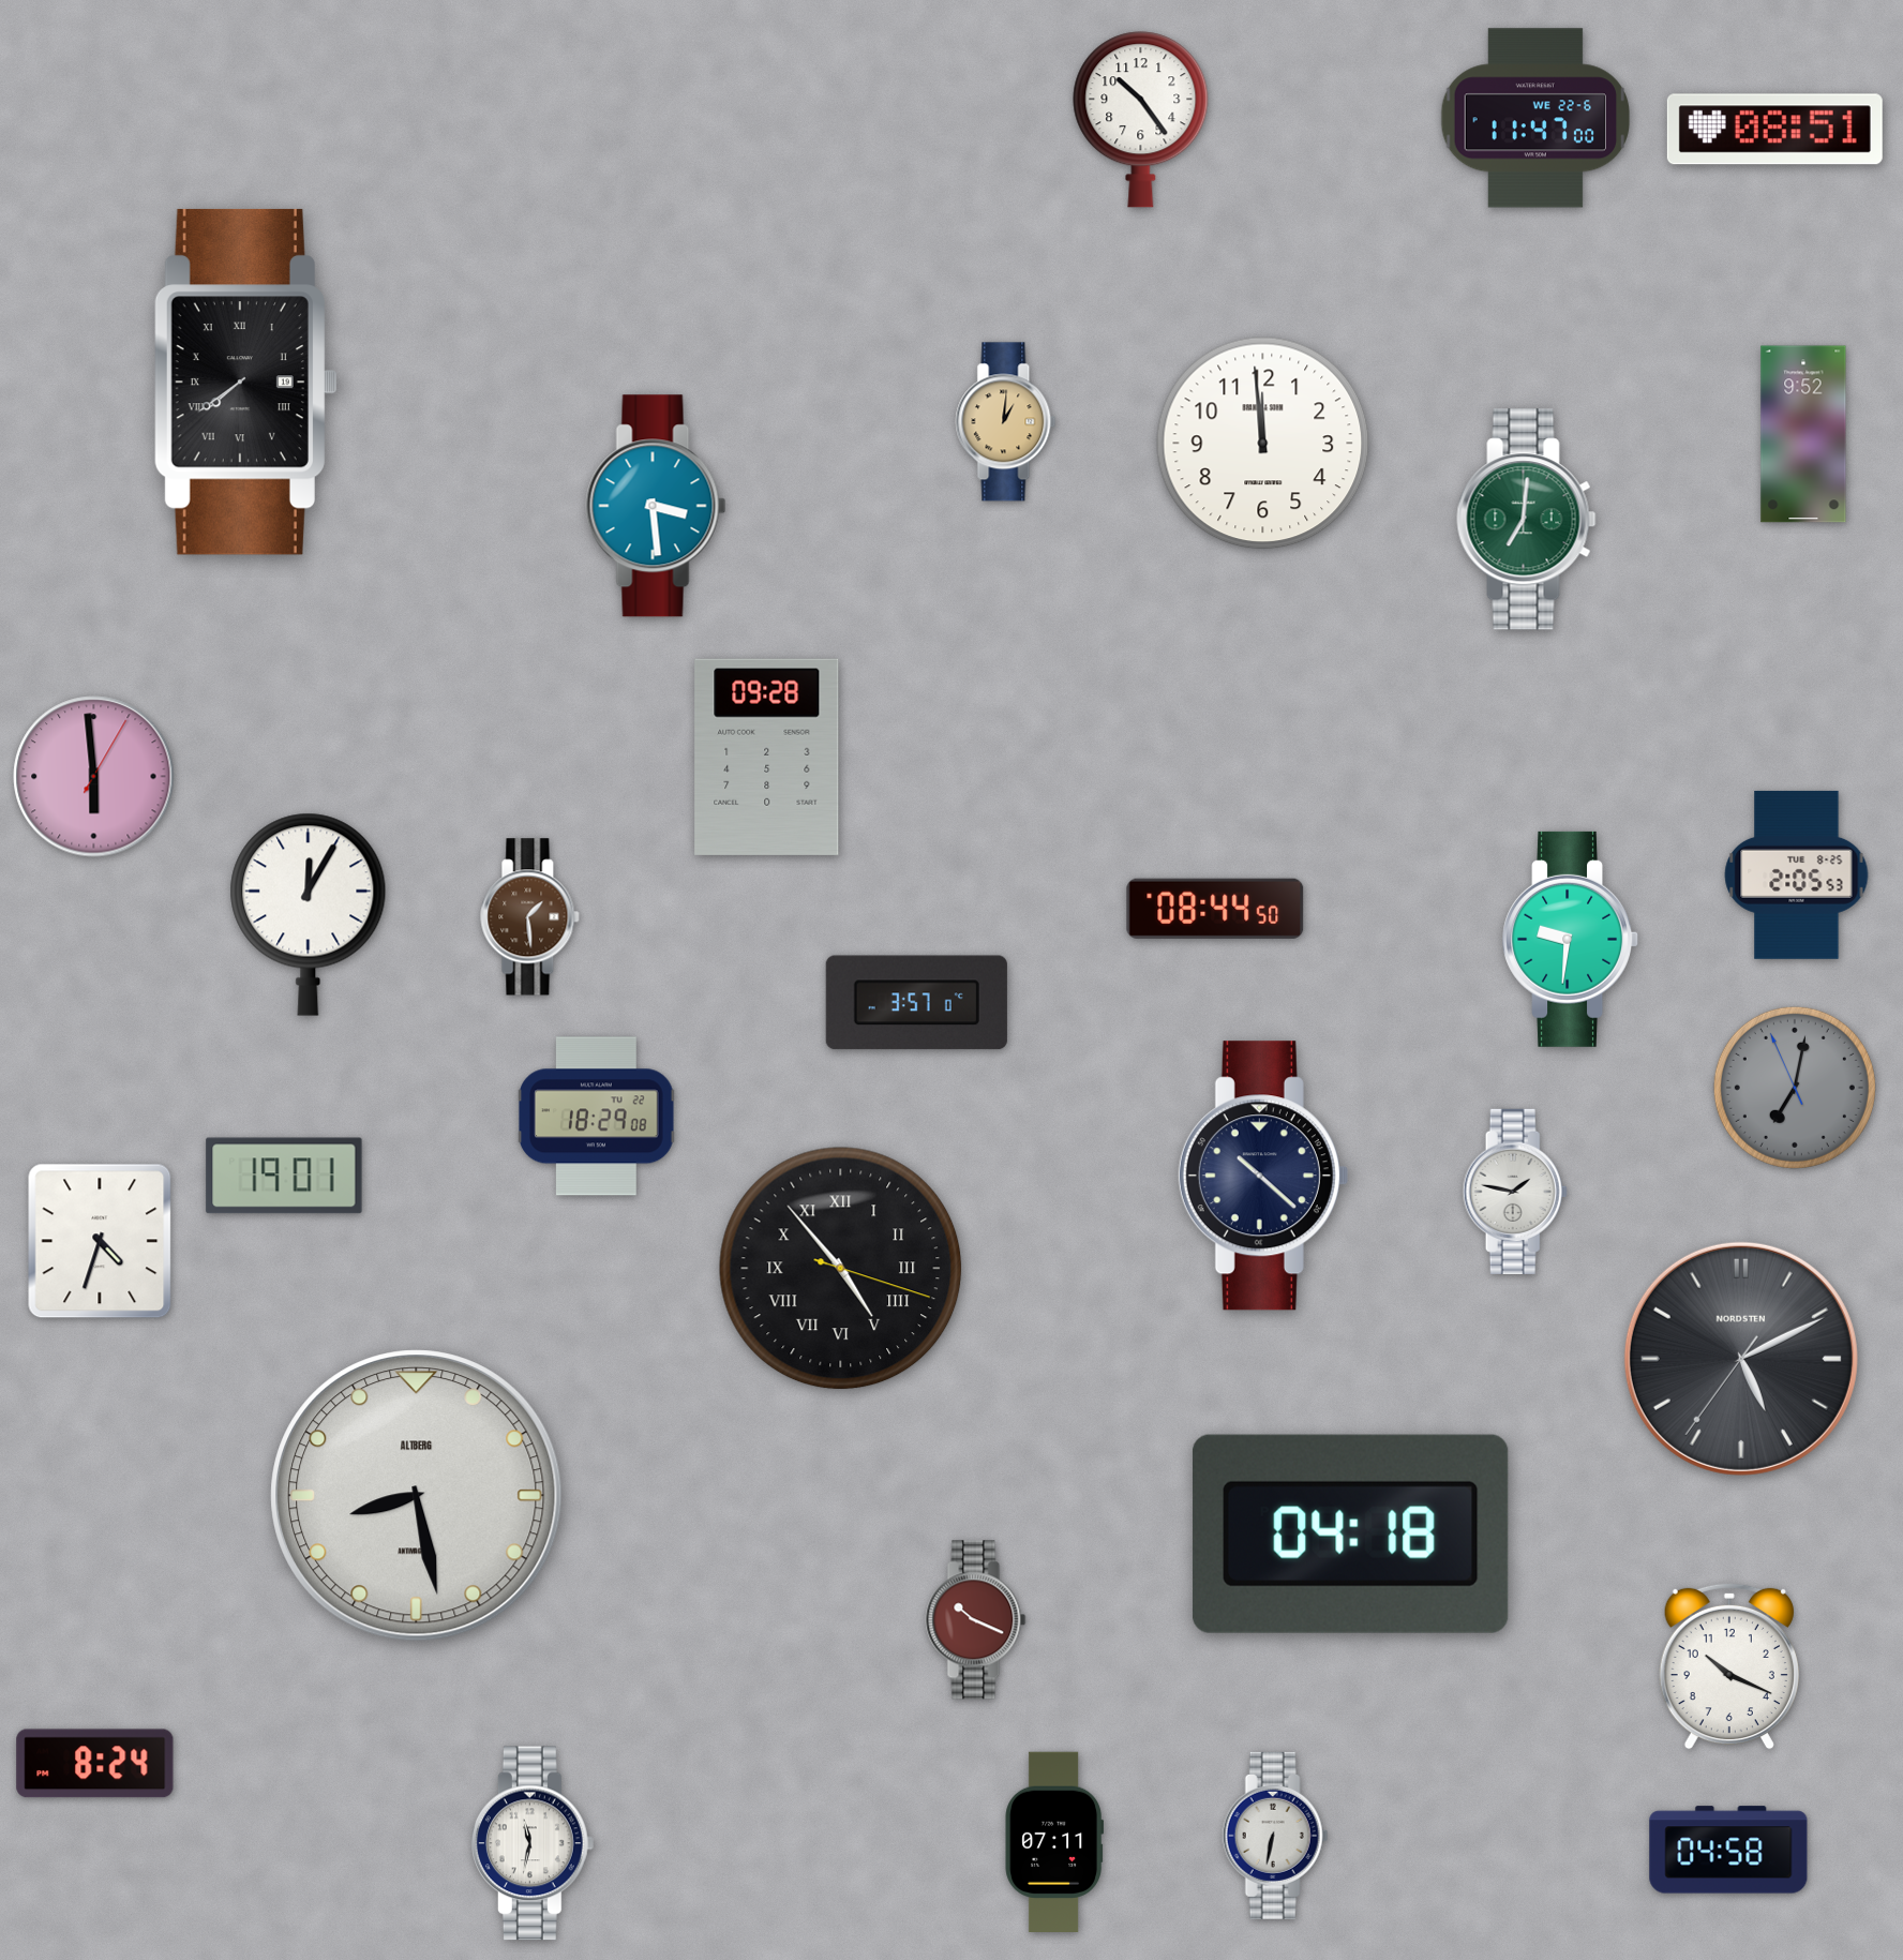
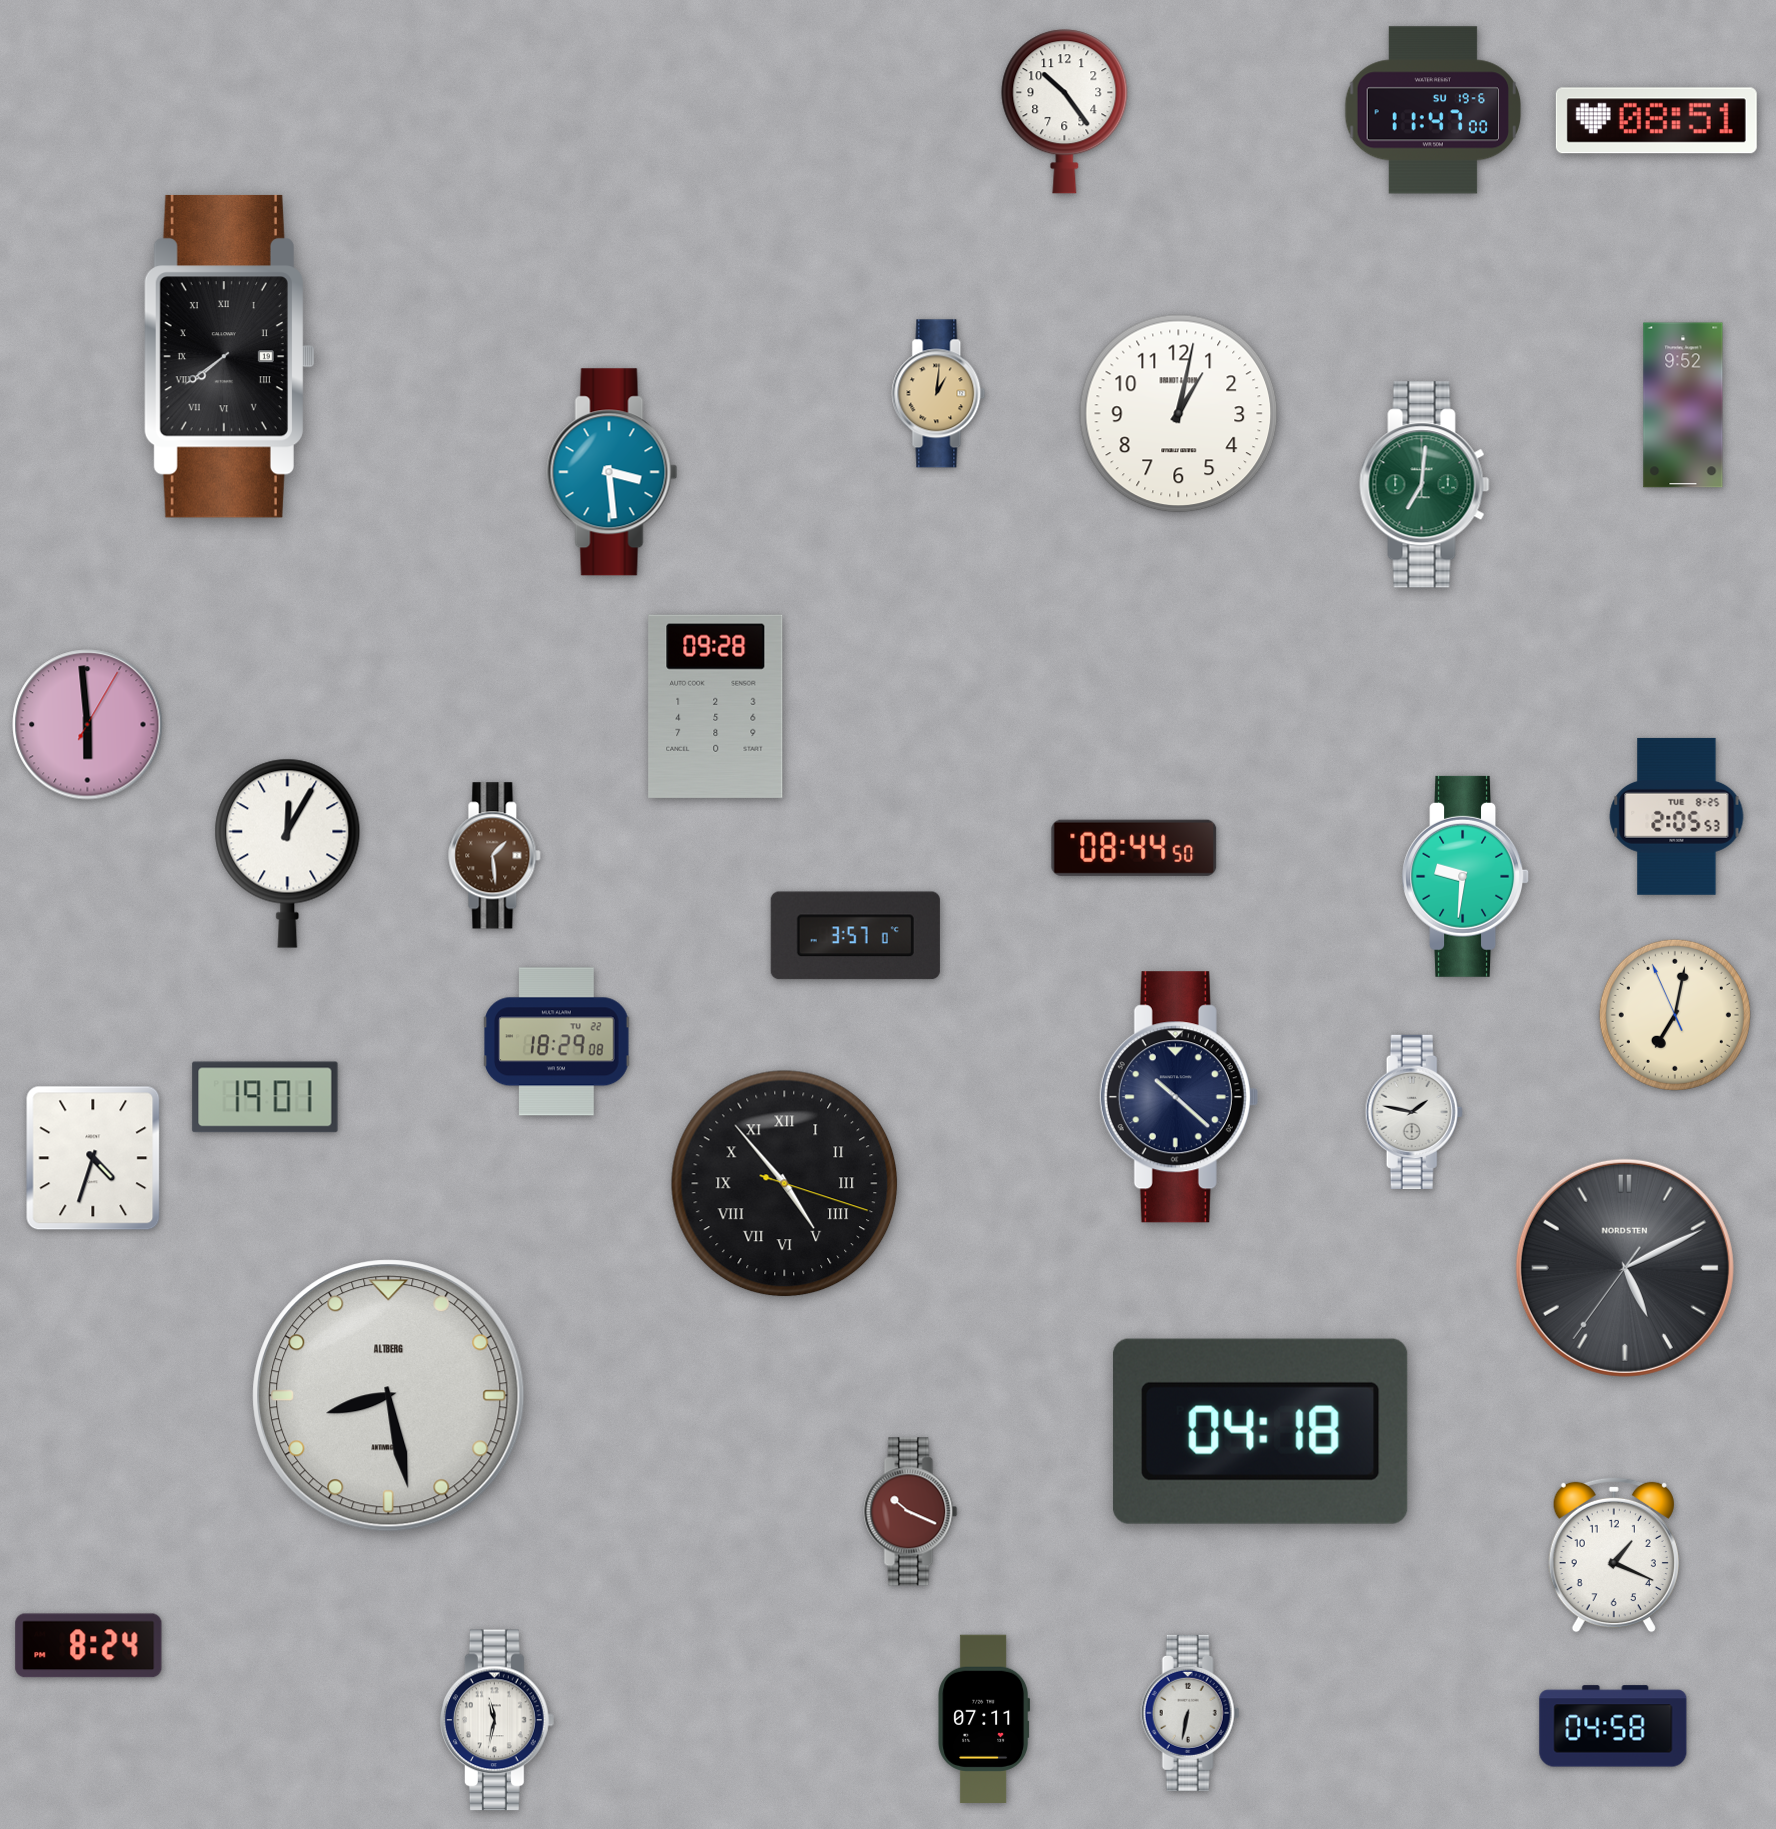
clock at (1535, 118) date: WE 22-6 -> SU 19-6
clock at (1263, 444): 11:59 -> 1:02
clock at (1795, 1088) dial: grey -> cream
clock at (1729, 1666): 10:19 -> 1:19
